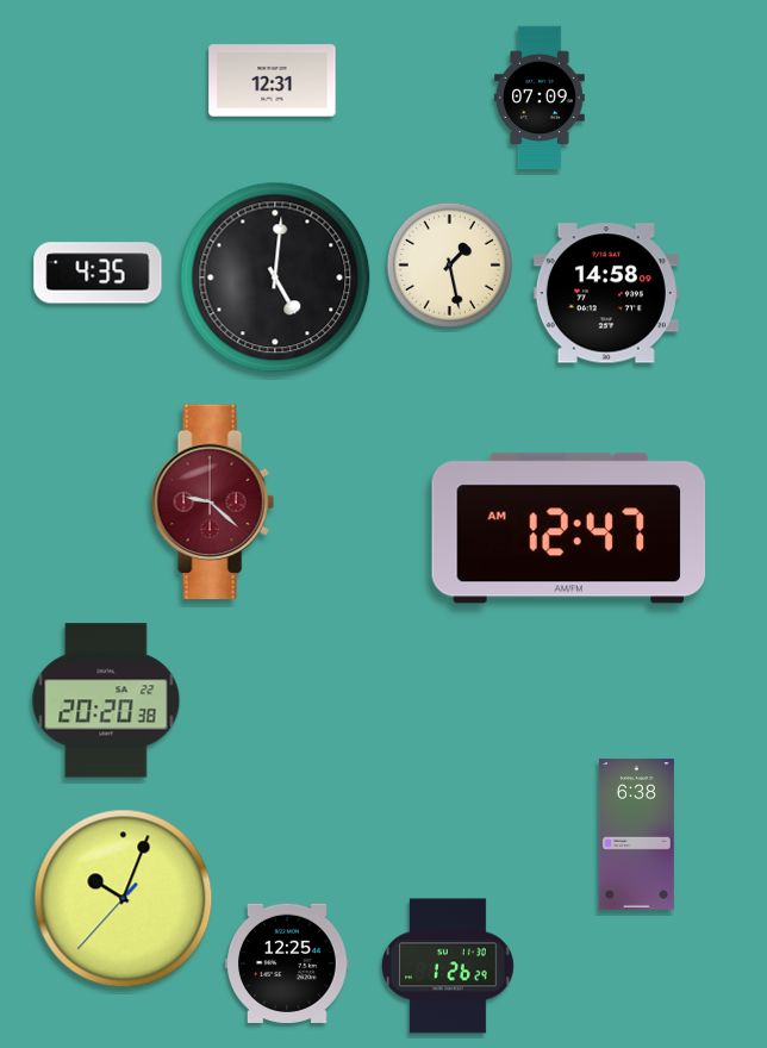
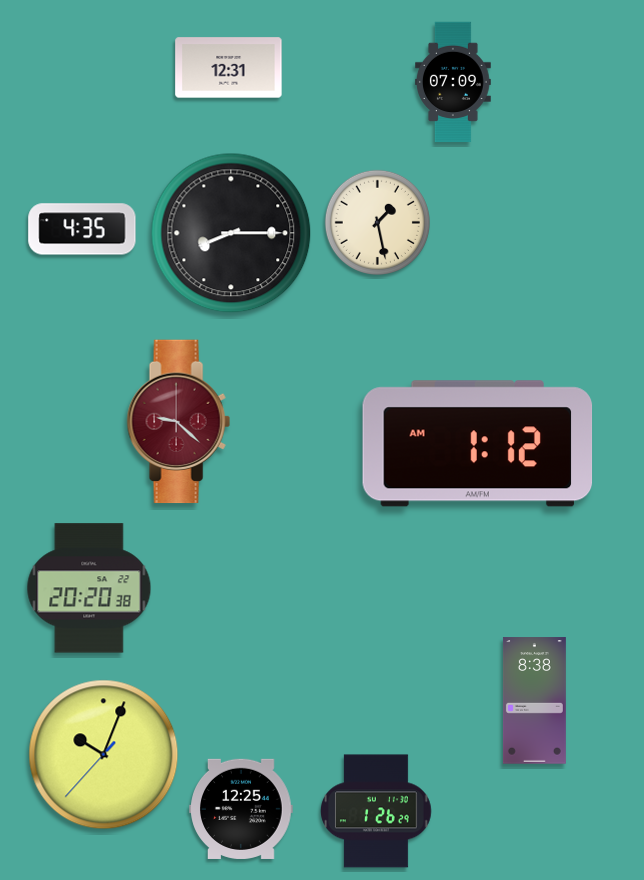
clock at (275, 277): 5:01 -> 8:15
clock at (606, 293): 14:58 -> none
clock at (569, 529): 12:47 -> 1:12
clock at (636, 835): 6:38 -> 8:38
